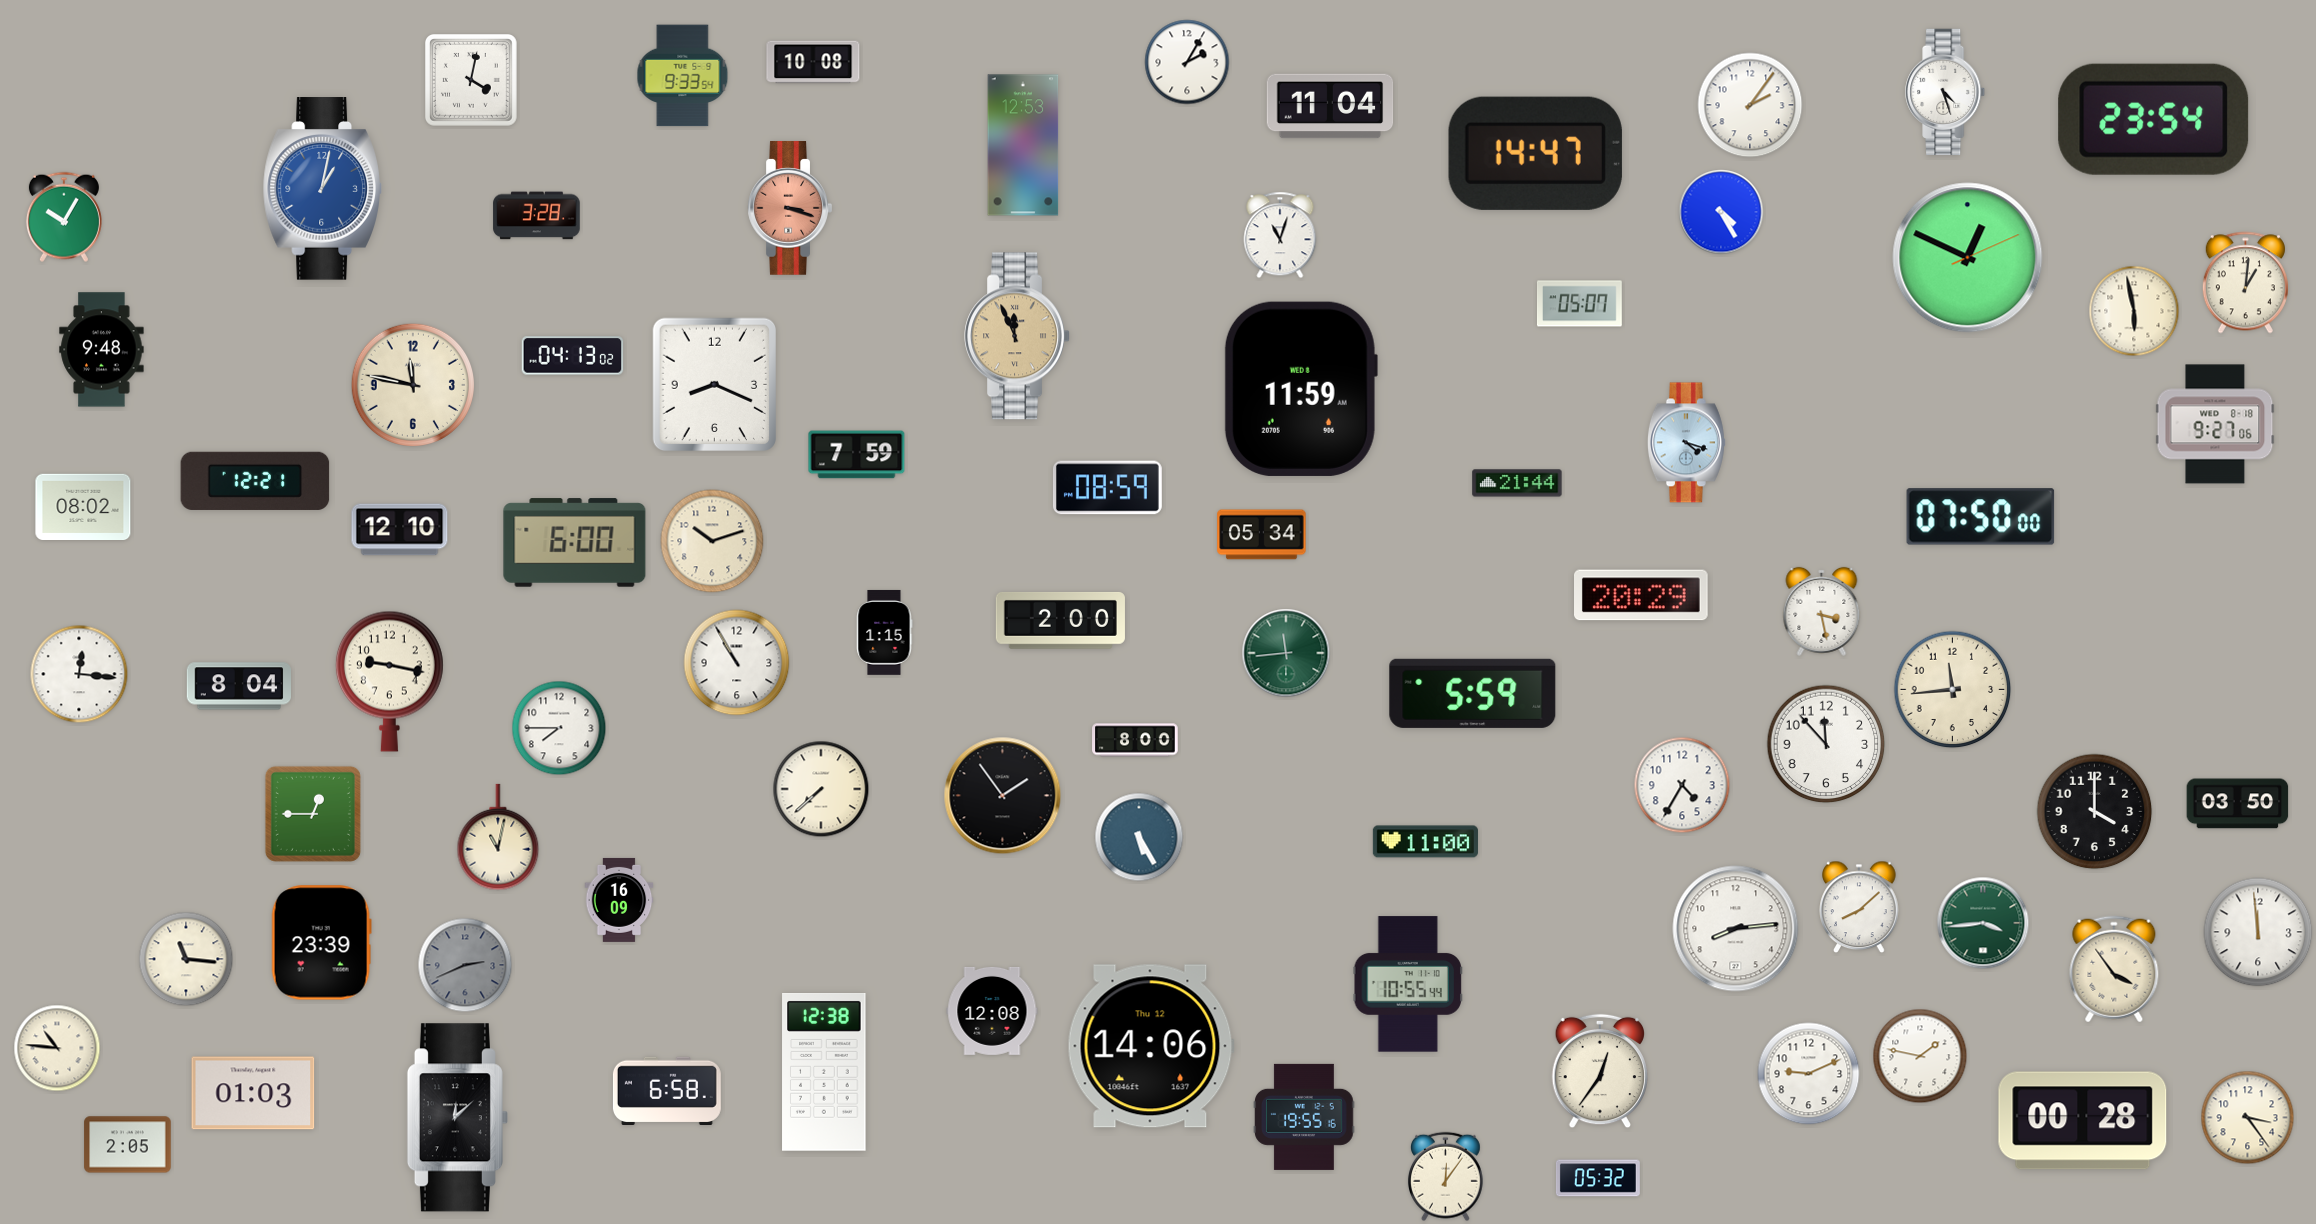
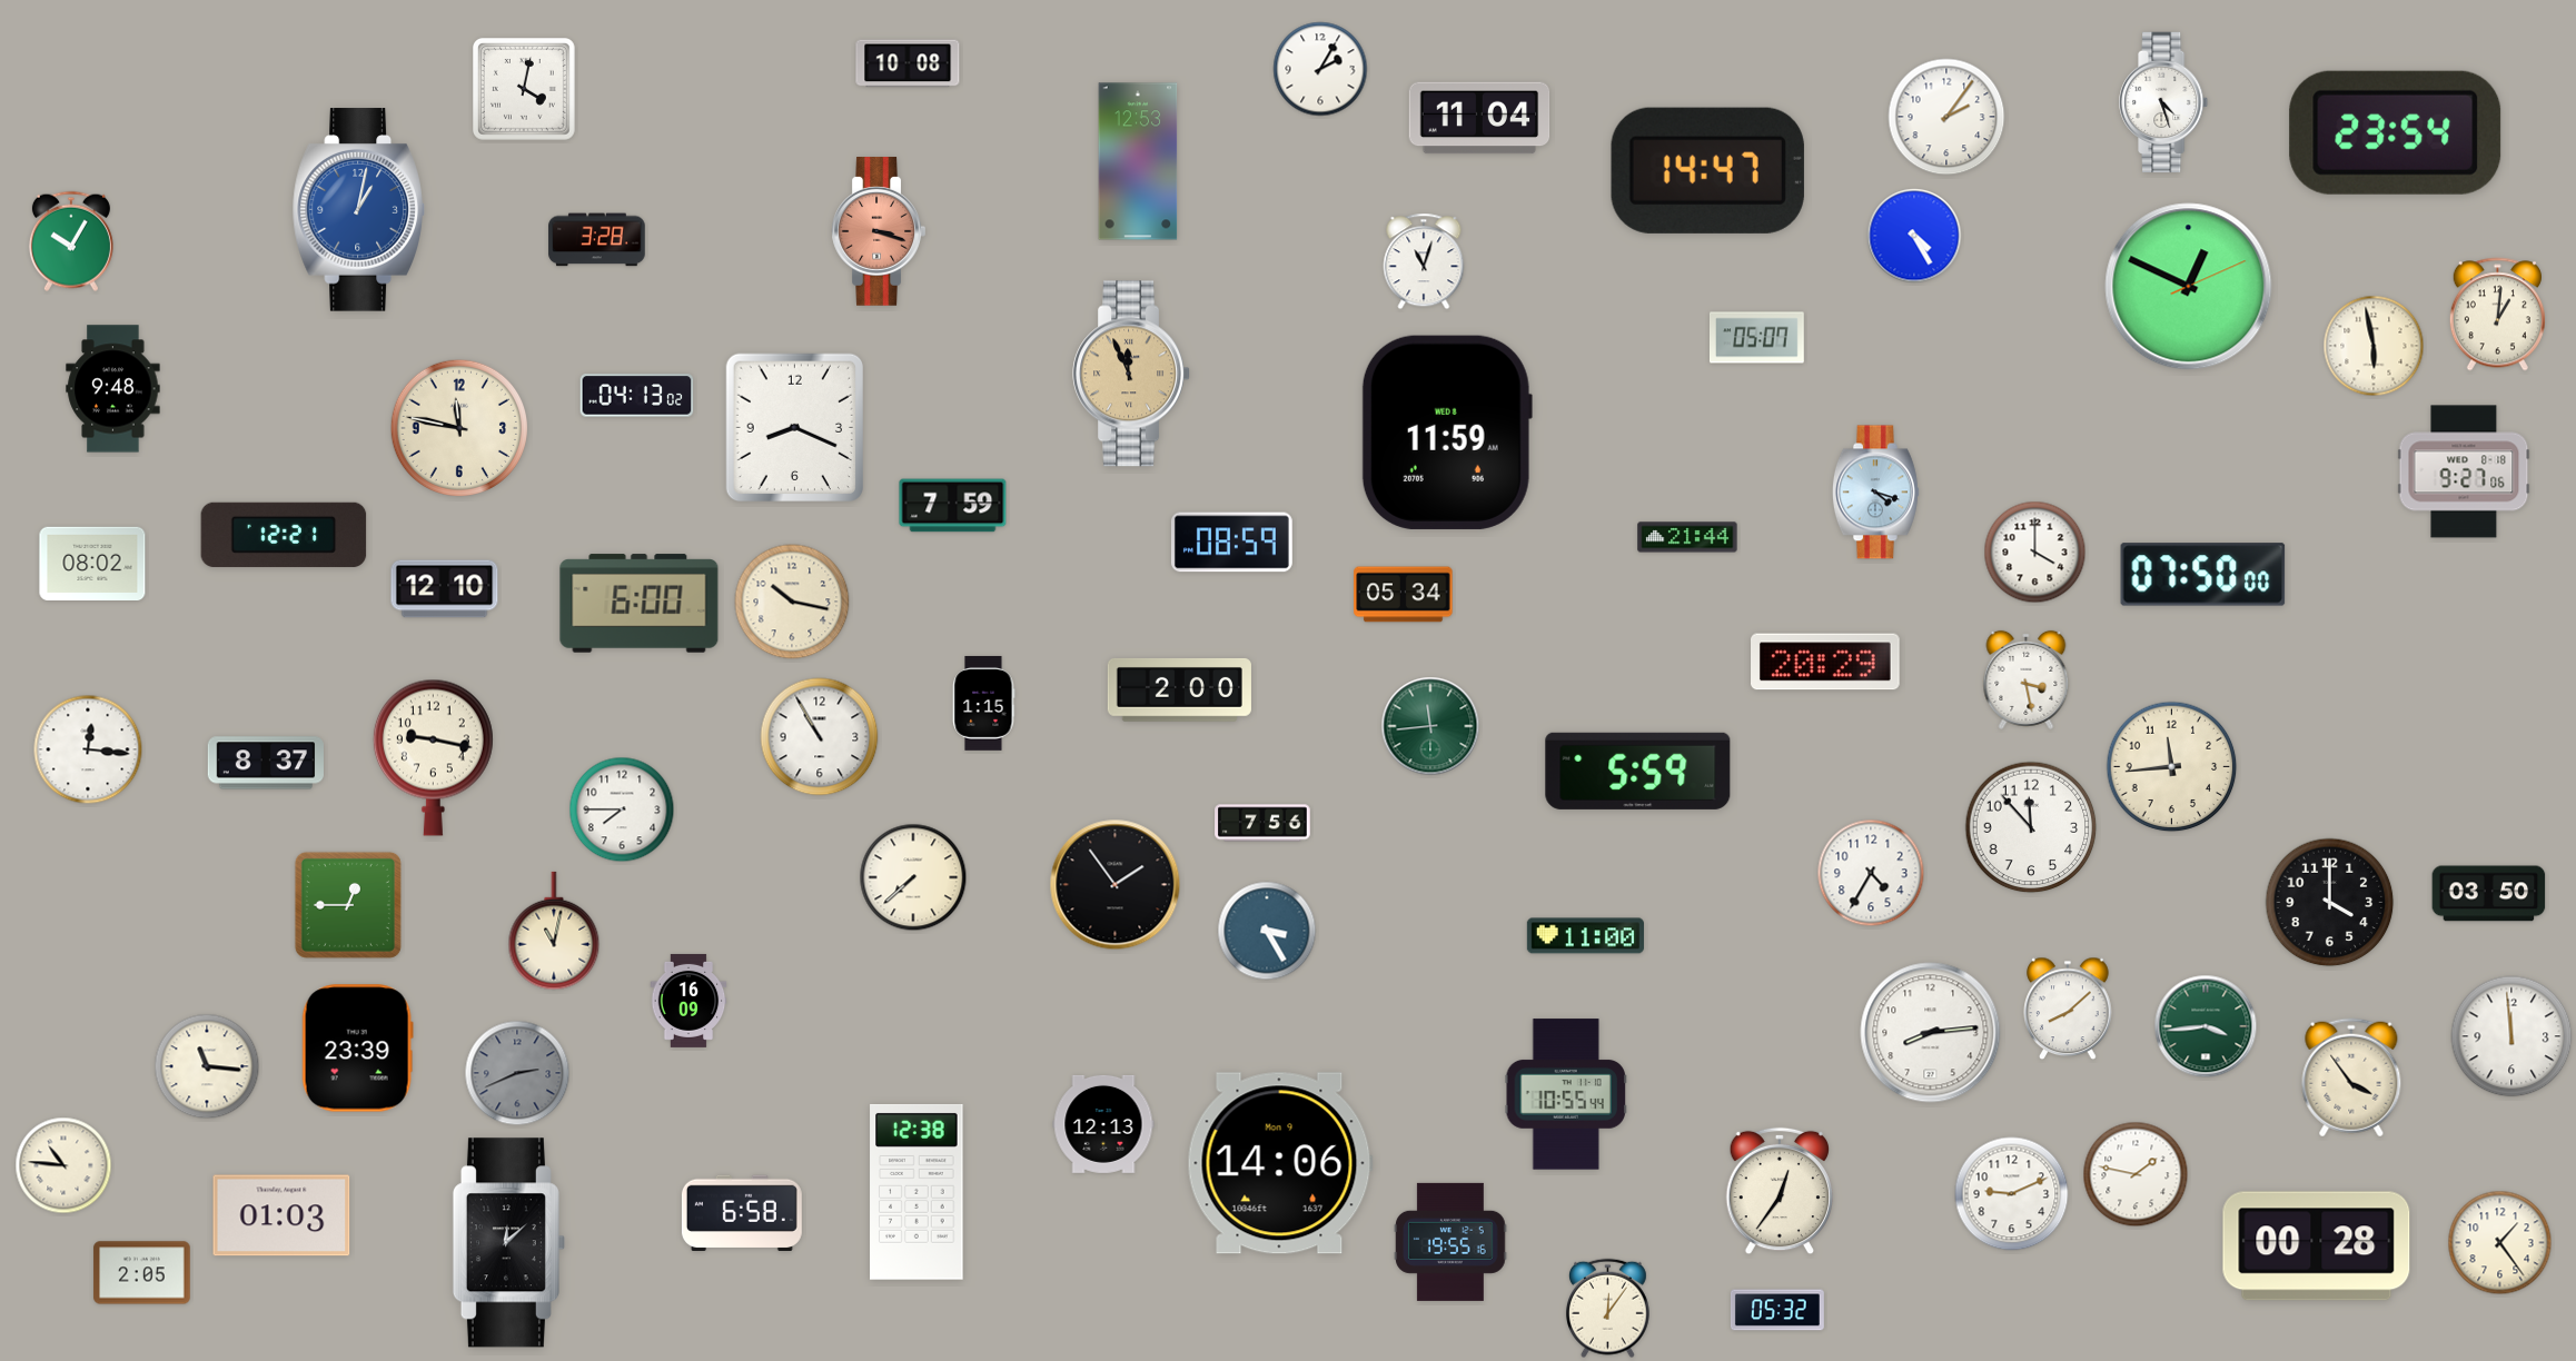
clock at (813, 62) position: (813, 62) -> (908, 63)
clock at (683, 76): 9:33 -> none
clock at (2035, 553): none -> 4:00
clock at (712, 541): 10:12 -> 10:17
clock at (238, 686): 8:04 -> 8:37
clock at (1135, 740): 8:00 -> 7:56
clock at (1139, 837): 5:25 -> 3:25
clock at (992, 1011): 12:08 -> 12:13
clock at (1151, 1046) date: Thu 12 -> Mon 9
clock at (2248, 1118): 3:24 -> 1:24
